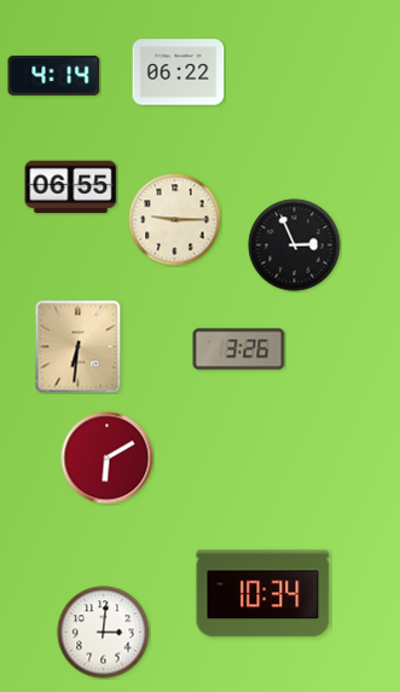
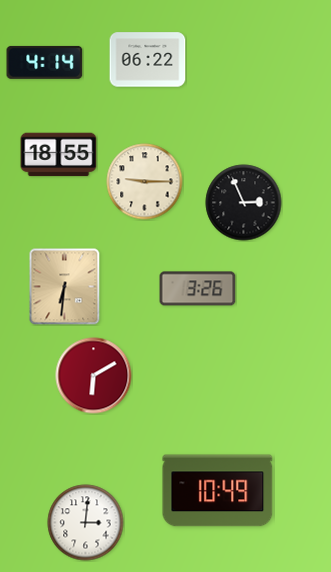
clock at (71, 188): 06:55 -> 18:55
clock at (108, 459) position: (108, 459) -> (94, 376)
clock at (263, 594): 10:34 -> 10:49
